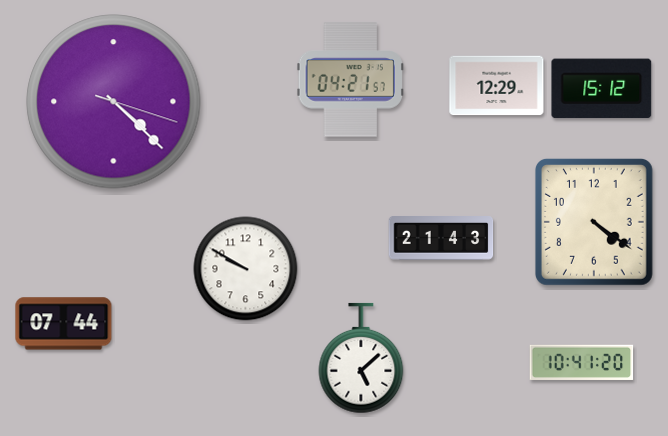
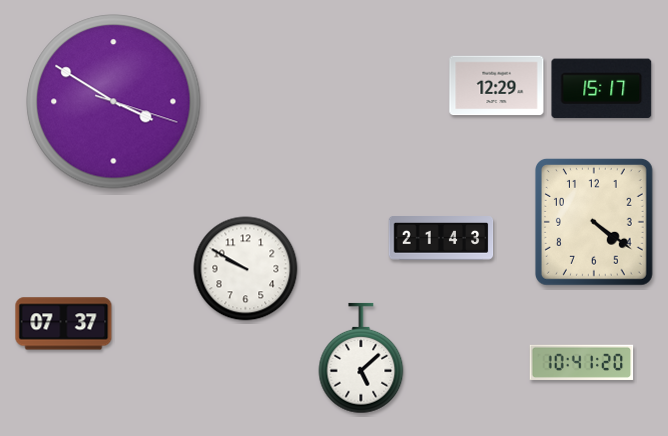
clock at (350, 80): 04:21 -> none
clock at (602, 89): 15:12 -> 15:17
clock at (114, 102): 4:22 -> 3:50
clock at (64, 324): 07:44 -> 07:37
